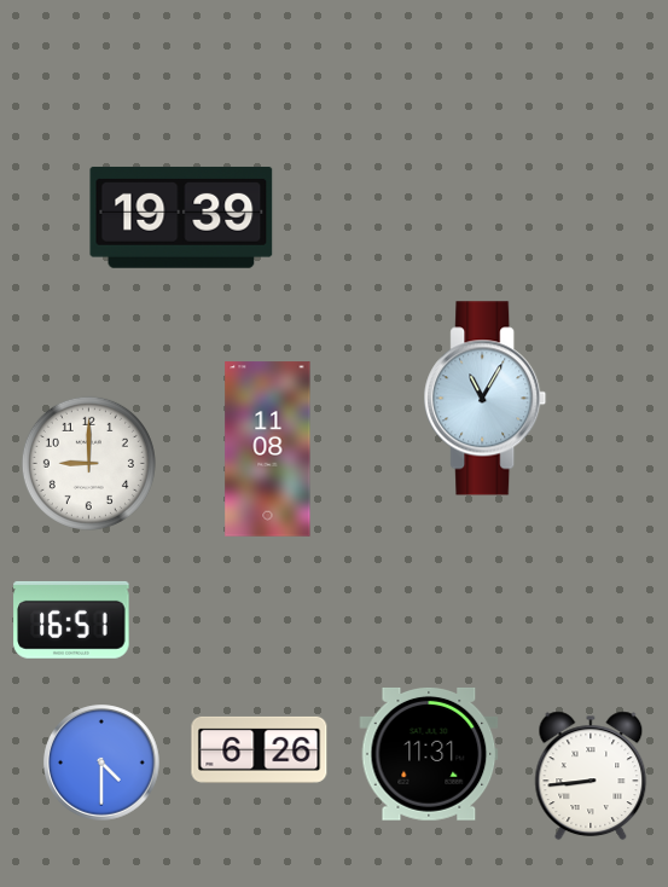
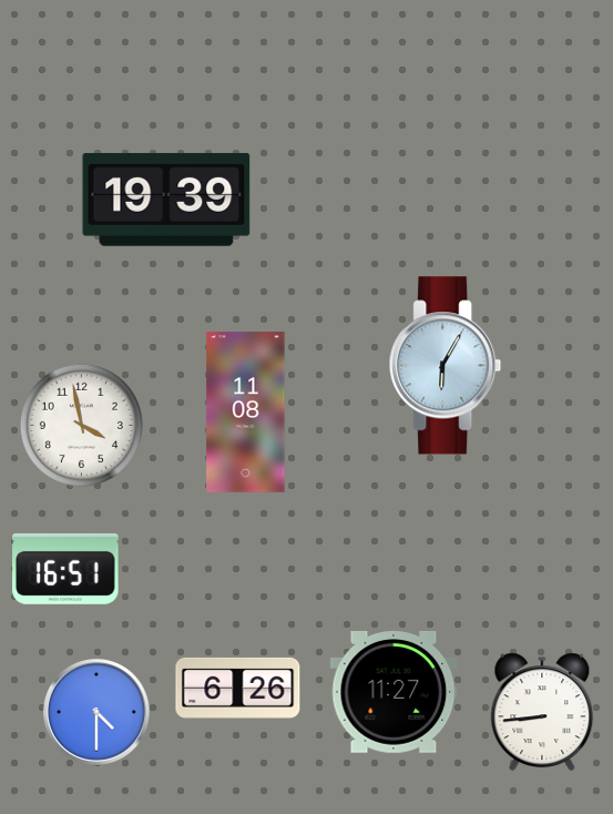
clock at (486, 399): 11:05 -> 6:05
clock at (88, 463): 9:00 -> 3:58
clock at (429, 754): 11:31 -> 11:27
clock at (101, 763) position: (101, 763) -> (96, 712)
